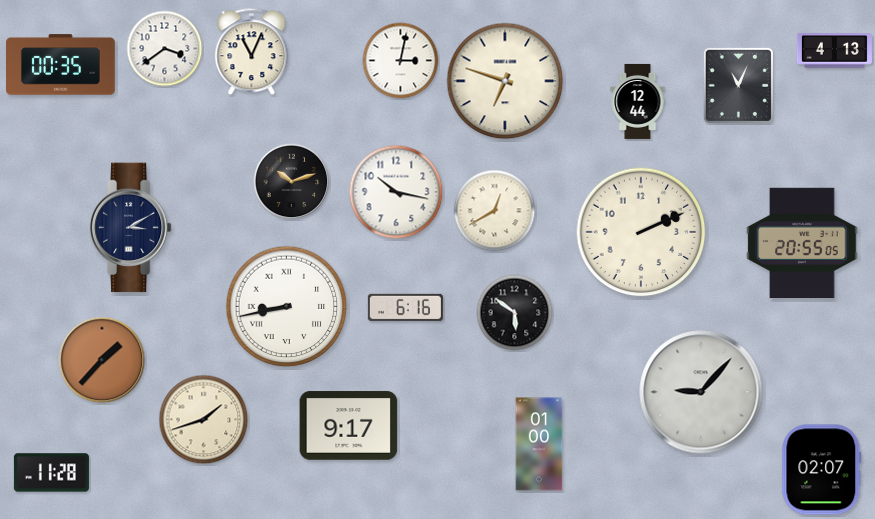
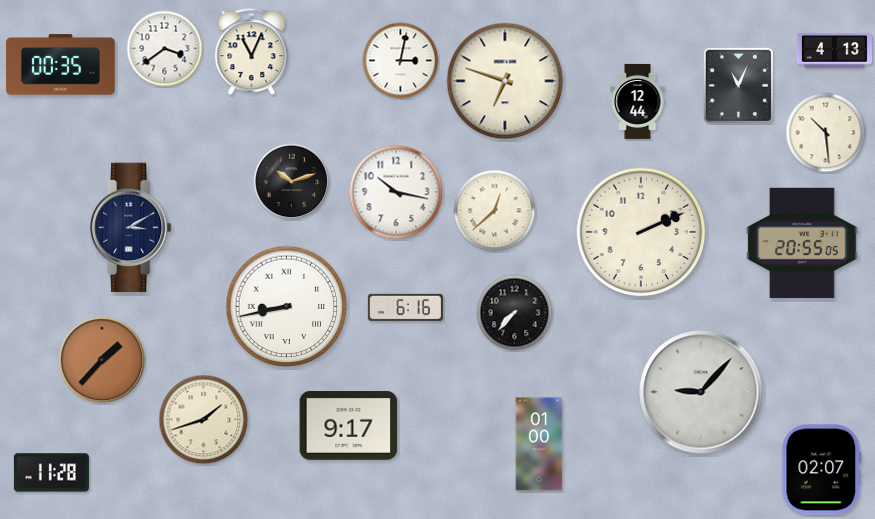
clock at (826, 133): none -> 10:29
clock at (495, 211): 12:40 -> 12:38
clock at (515, 313): 5:51 -> 7:37
